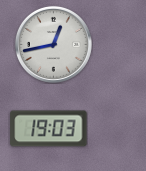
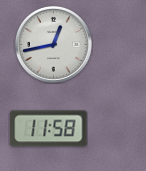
clock at (49, 129): 19:03 -> 11:58
